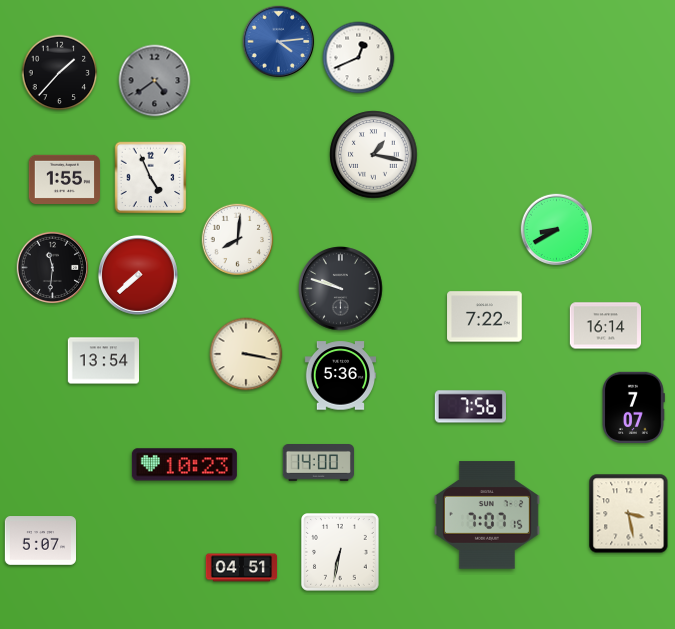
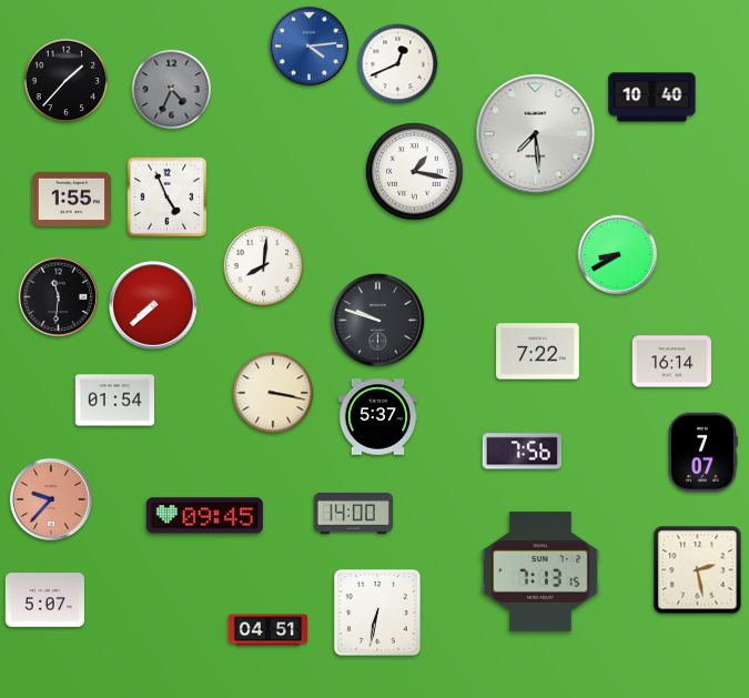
clock at (155, 81): 4:39 -> 4:34
clock at (652, 98): none -> 10:40
clock at (536, 134): none -> 7:29
clock at (103, 361): 13:54 -> 01:54
clock at (340, 376): 5:36 -> 5:37
clock at (51, 499): none -> 9:37
clock at (184, 465): 10:23 -> 09:45
clock at (629, 514): 3:28 -> 2:28
clock at (487, 515): 7:07 -> 7:13
